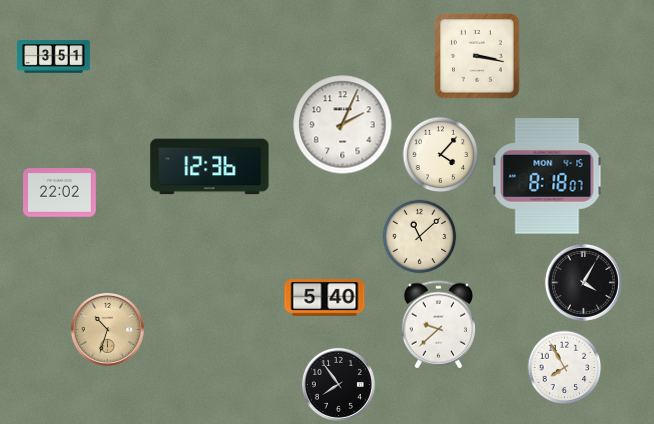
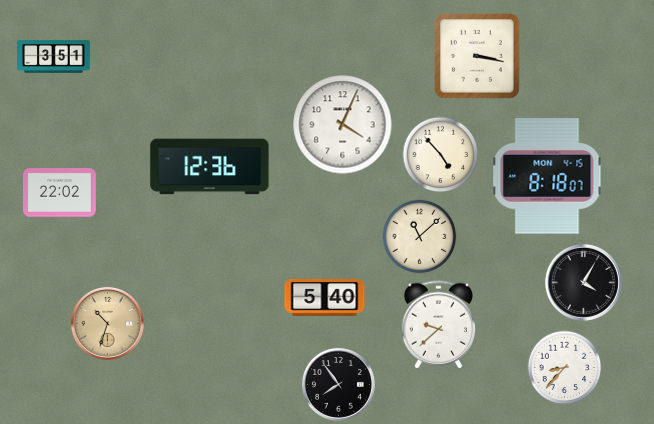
clock at (343, 125): 2:04 -> 4:04
clock at (441, 155): 4:07 -> 4:53
clock at (107, 329) position: (107, 329) -> (107, 323)
clock at (565, 368): 7:55 -> 8:37
